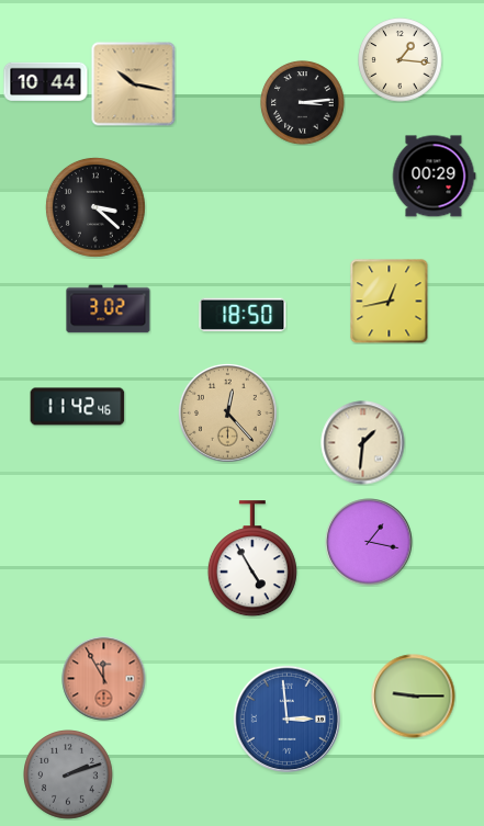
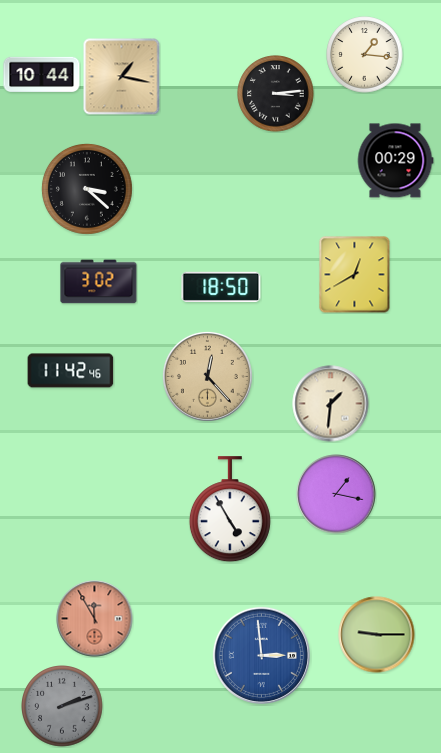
clock at (134, 84): 10:17 -> 1:17
clock at (390, 302): 12:43 -> 12:40
